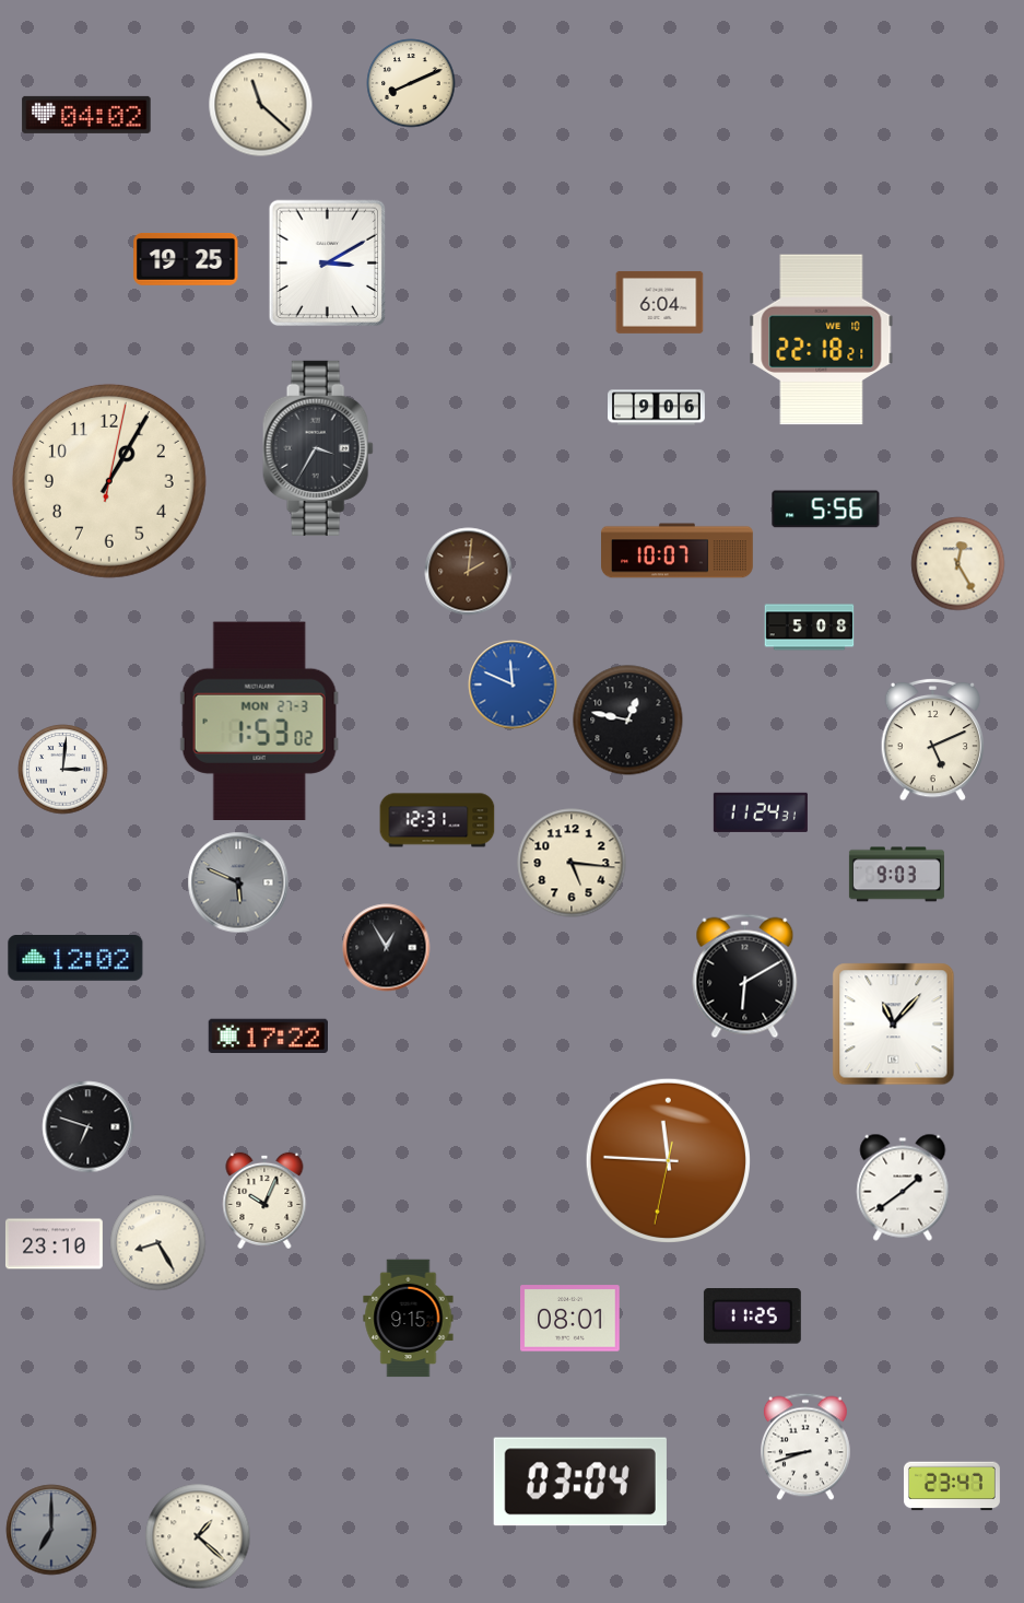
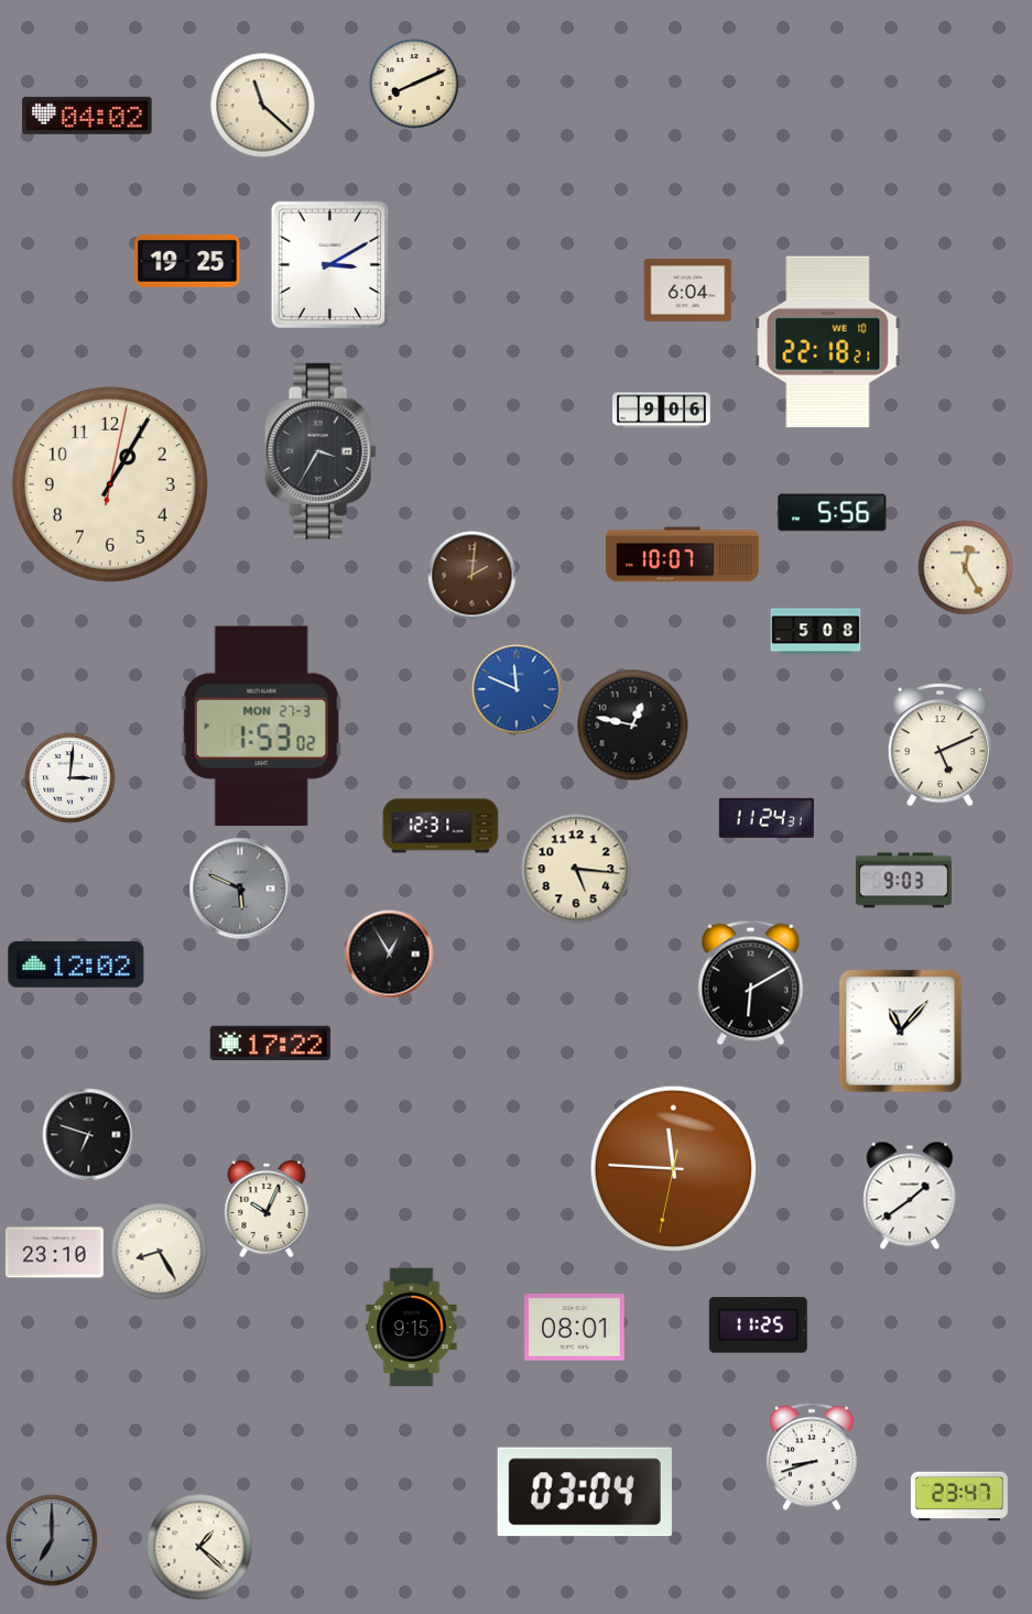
clock at (660, 302) position: (660, 302) -> (688, 290)
clock at (63, 770) position: (63, 770) -> (70, 778)
